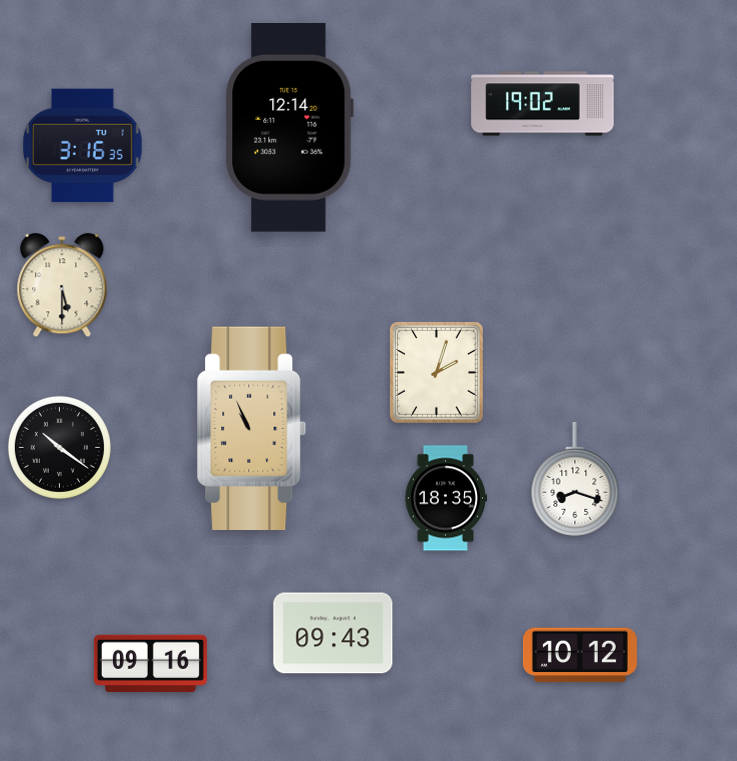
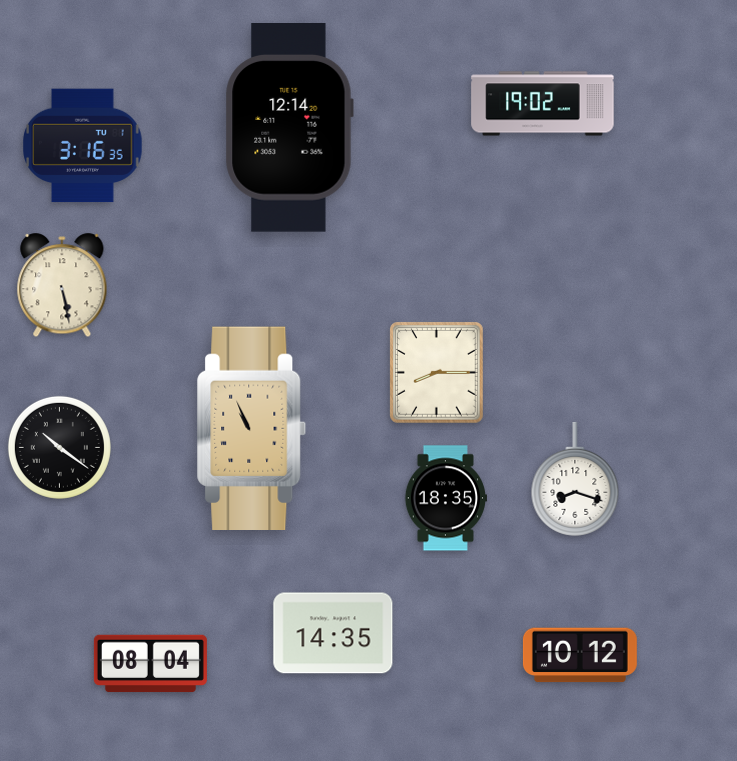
clock at (62, 286): 5:30 -> 5:28
clock at (437, 373): 2:03 -> 8:15
clock at (333, 633): 09:43 -> 14:35
clock at (150, 664): 09:16 -> 08:04
